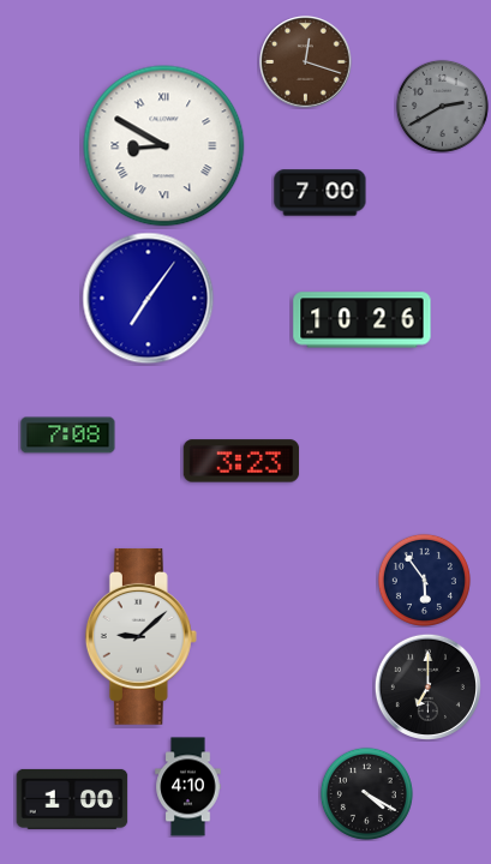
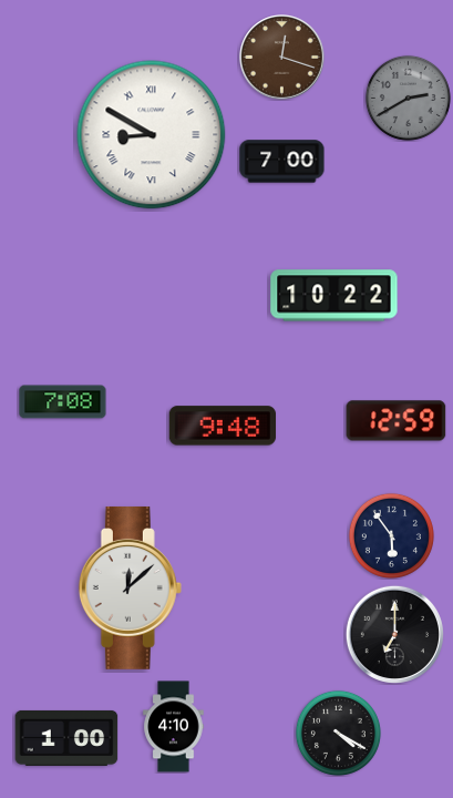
clock at (321, 193) position: (321, 193) -> (282, 162)
clock at (149, 299): 7:06 -> none
clock at (363, 320): 10:26 -> 10:22
clock at (397, 421): none -> 12:59
clock at (241, 461): 3:23 -> 9:48
clock at (140, 636): 9:08 -> 12:08
